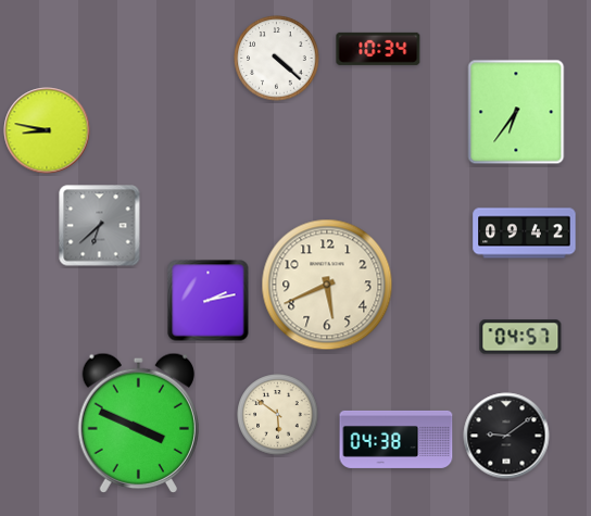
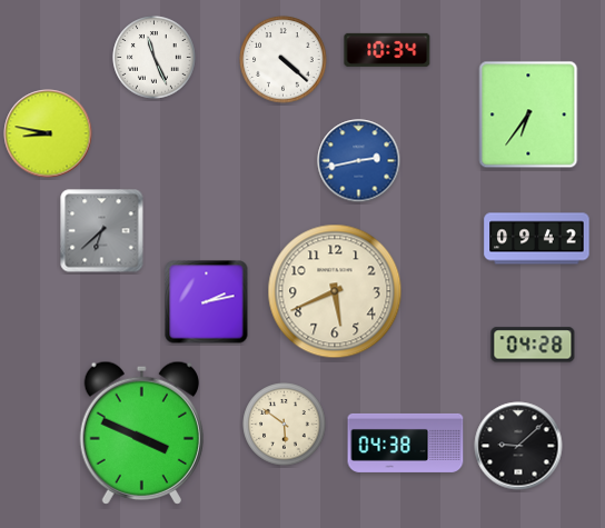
clock at (155, 58): none -> 11:26
clock at (359, 161): none -> 2:43
clock at (209, 301) position: (209, 301) -> (207, 302)
clock at (520, 337): 04:57 -> 04:28
clock at (506, 436): 9:09 -> 9:08
clock at (397, 439) position: (397, 439) -> (406, 442)
